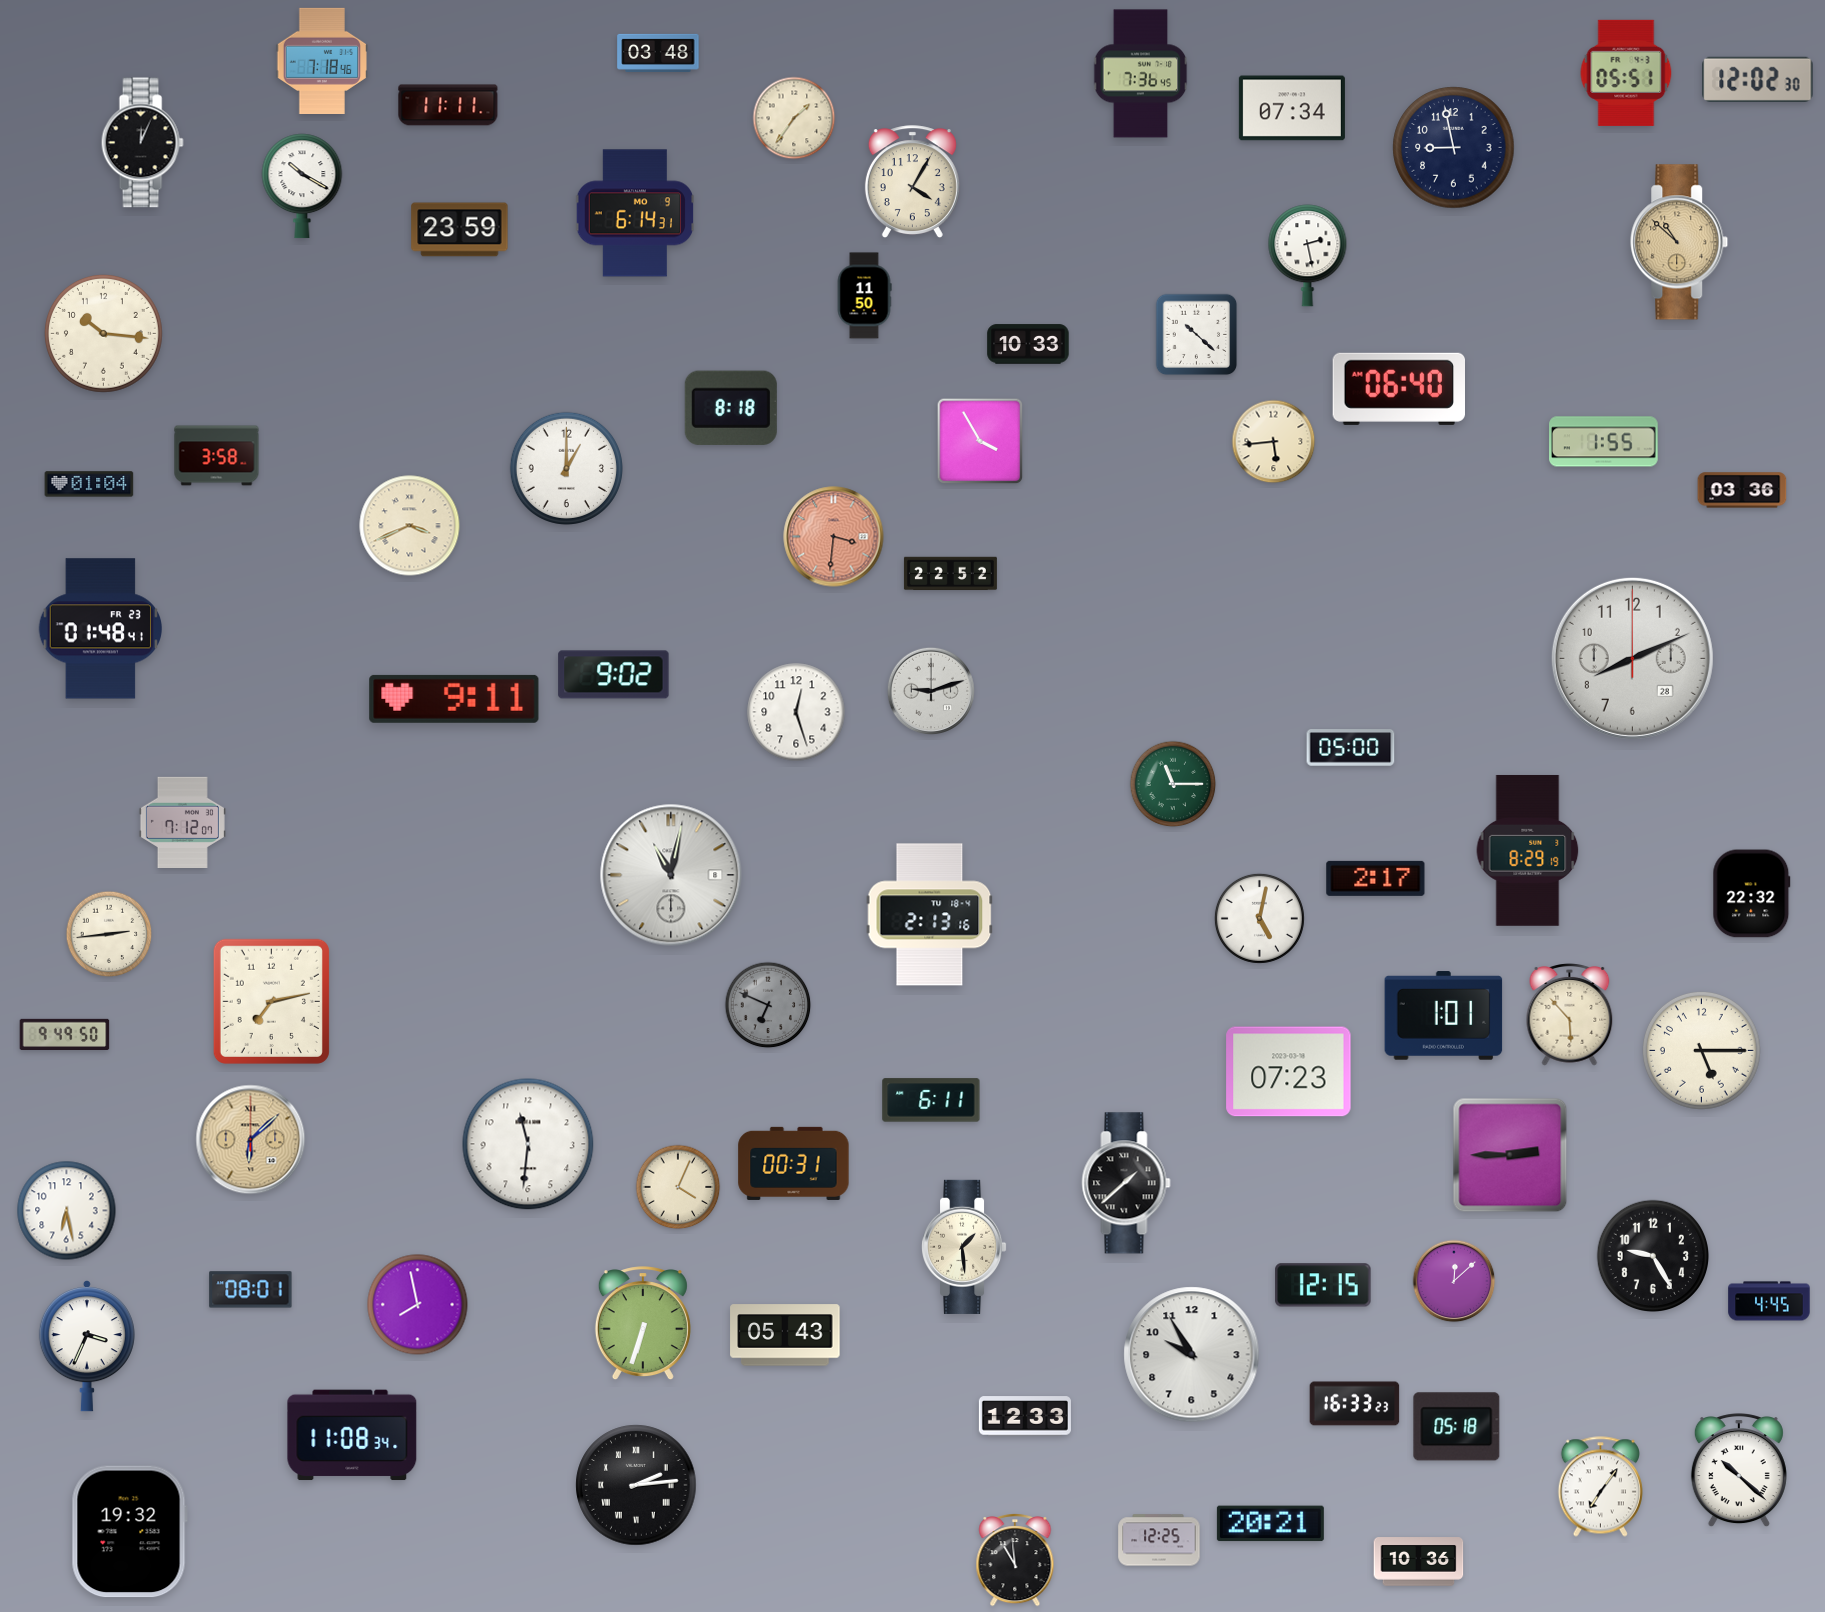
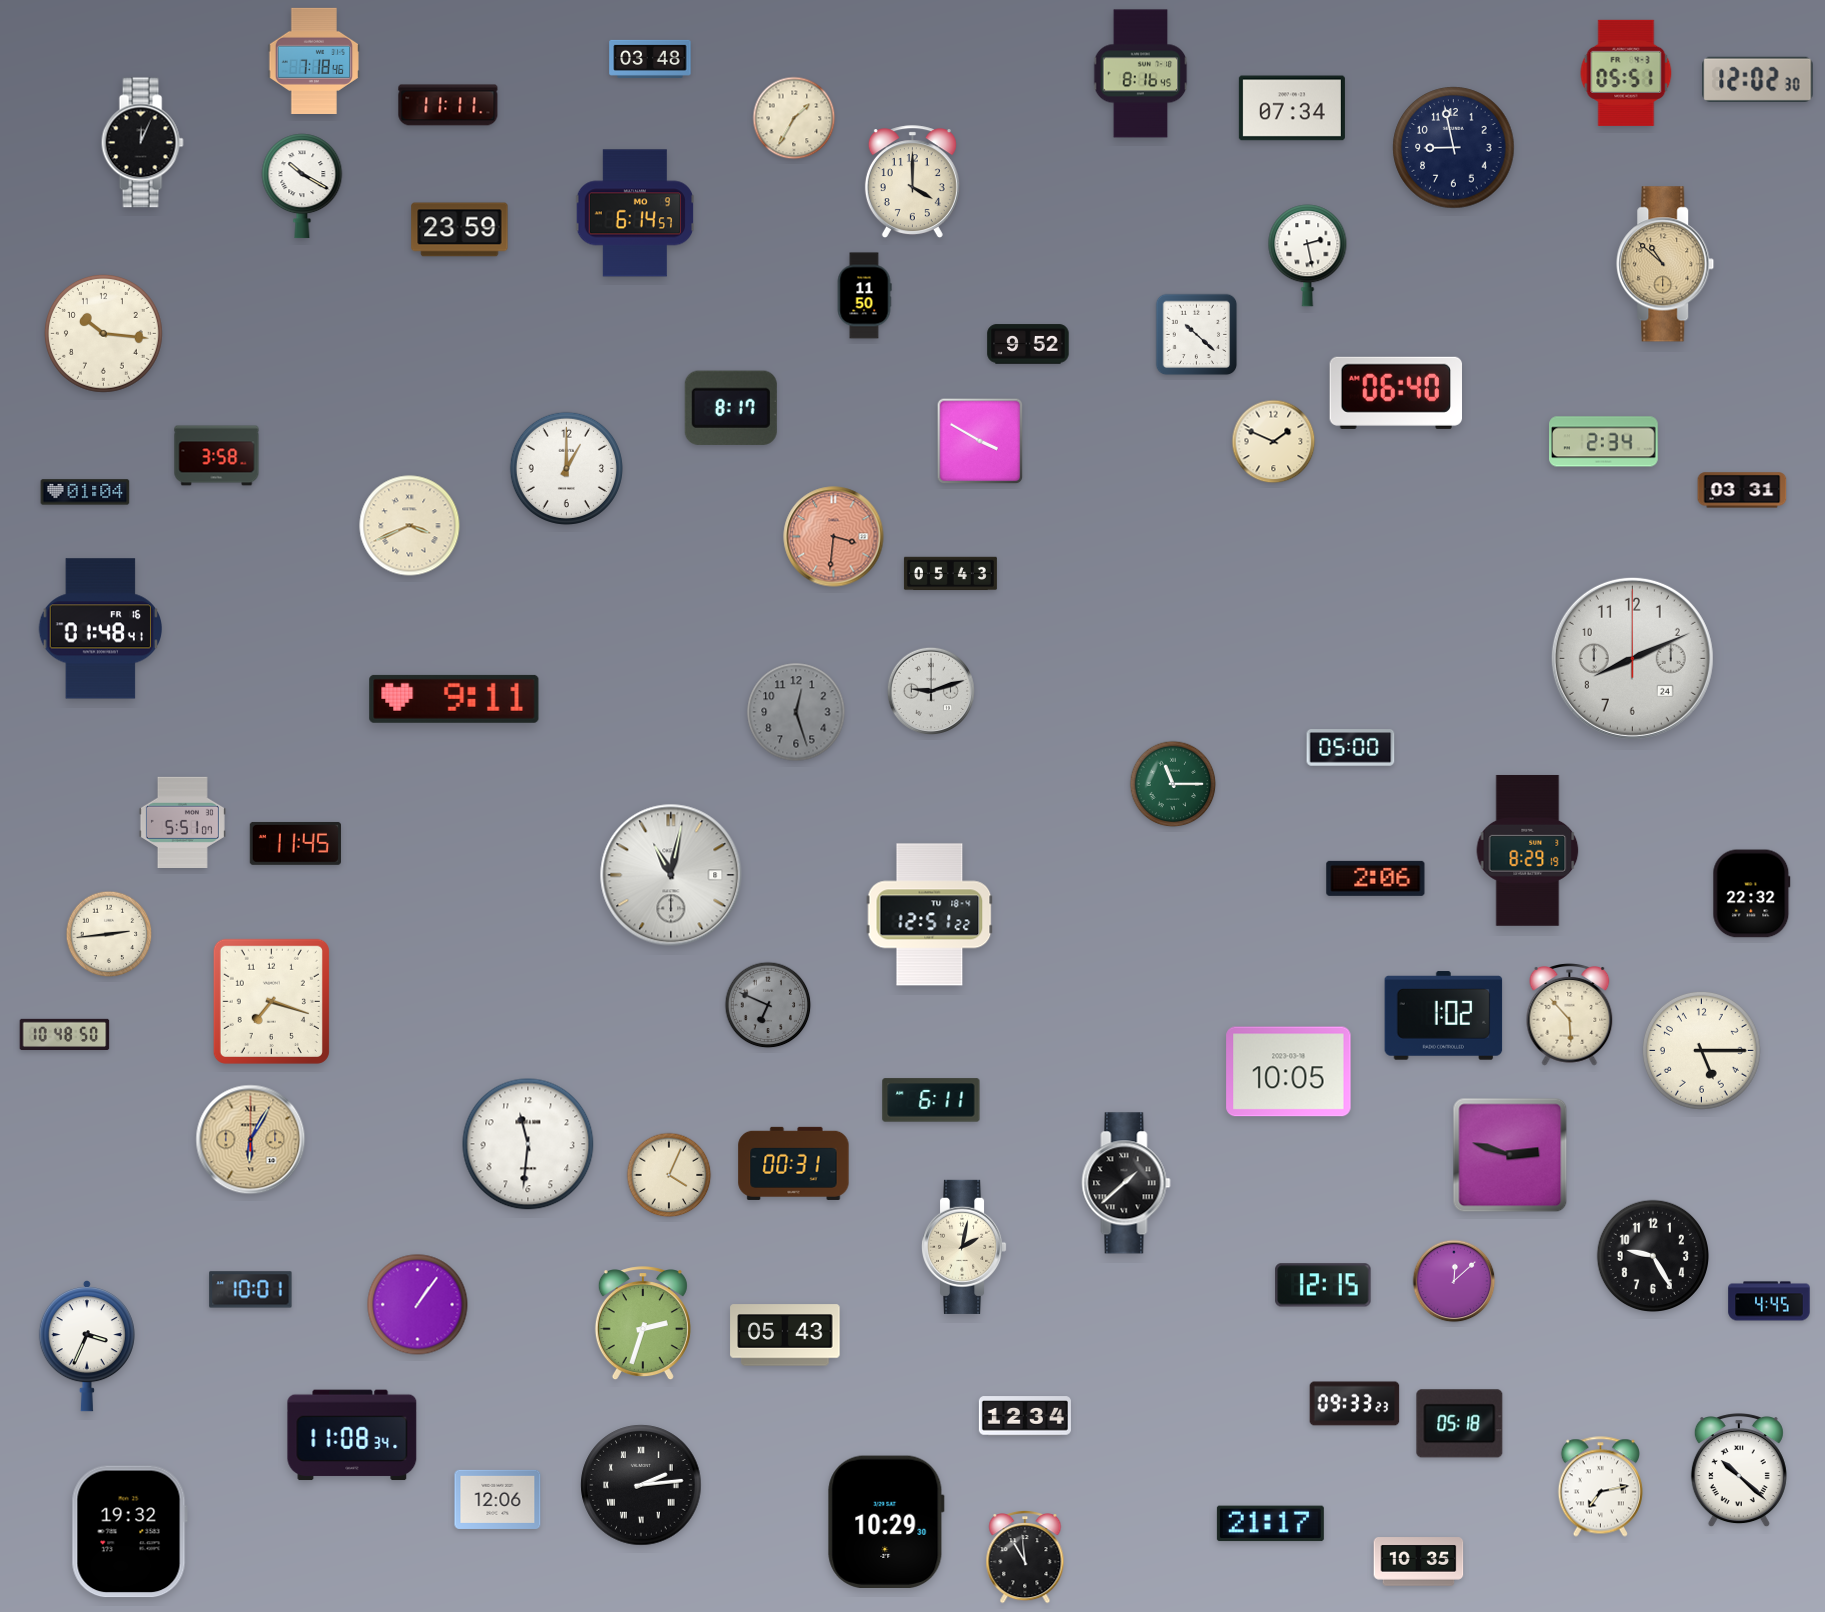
clock at (658, 53) position: (658, 53) -> (650, 59)
clock at (322, 61) position: (322, 61) -> (314, 61)
clock at (1141, 74): 7:36 -> 8:16
clock at (794, 118): 1:36 -> 1:35
clock at (912, 182): 4:05 -> 4:00
clock at (635, 213): 6:14:31 -> 6:14:57
clock at (1679, 242) position: (1679, 242) -> (1665, 264)
clock at (1028, 344): 10:33 -> 9:52
clock at (1398, 389) position: (1398, 389) -> (1395, 393)
clock at (731, 408): 8:18 -> 8:17
clock at (980, 441): 3:55 -> 3:50
clock at (1274, 442): 5:44 -> 1:49
clock at (1604, 442): 1:55 -> 2:34
clock at (89, 484) position: (89, 484) -> (85, 492)
clock at (1742, 490): 03:36 -> 03:31
clock at (950, 574): 22:52 -> 05:43
clock at (100, 629) date: FR 23 -> FR 16
clock at (1632, 658) date: 28 -> 24
clock at (614, 675): 9:02 -> none
clock at (796, 712) dial: white -> grey
clock at (182, 822): 7:12 -> 5:51
clock at (295, 843): none -> 11:45
clock at (1376, 878): 2:17 -> 2:06
clock at (930, 915): 2:13 -> 12:51
clock at (1259, 918): 5:02 -> none
clock at (271, 1001): 7:13 -> 7:18
clock at (1444, 1016): 1:01 -> 1:02
clock at (65, 1034): 9:49 -> 10:48
clock at (1289, 1072): 07:23 -> 10:05
clock at (251, 1140): 6:08 -> 6:05
clock at (1510, 1155): 2:45 -> 2:48
clock at (678, 1187) position: (678, 1187) -> (669, 1175)
clock at (67, 1211): 6:28 -> none
clock at (965, 1247): 1:29 -> 2:02
clock at (251, 1290): 08:01 -> 10:01
clock at (418, 1305): 7:58 -> 1:06
clock at (643, 1324): 6:33 -> 2:33
clock at (1192, 1355): 9:55 -> none
clock at (1355, 1404): 16:33 -> 09:33
clock at (1025, 1416): 12:33 -> 12:34
clock at (1457, 1427) position: (1457, 1427) -> (1460, 1424)
clock at (636, 1485) position: (636, 1485) -> (641, 1485)
clock at (1600, 1487): 7:06 -> 7:13
clock at (498, 1499): none -> 12:06
clock at (886, 1521): none -> 10:29
clock at (1270, 1524): 20:21 -> 21:17
clock at (1159, 1540): 12:25 -> none
clock at (1015, 1561) position: (1015, 1561) -> (1025, 1558)
clock at (1419, 1562): 10:36 -> 10:35
